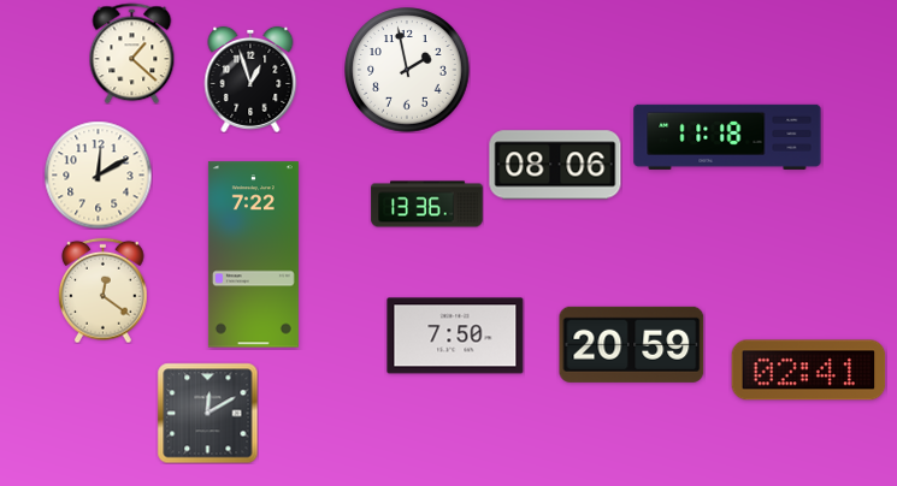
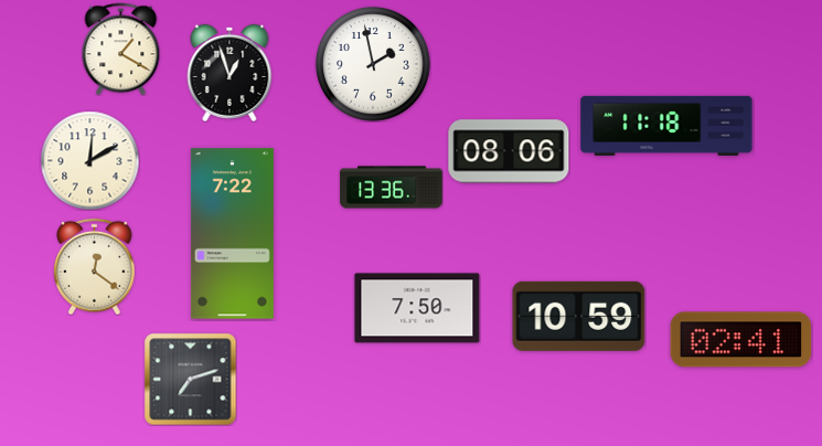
clock at (132, 53): 1:22 -> 1:20
clock at (632, 344): 20:59 -> 10:59
clock at (207, 413): 12:10 -> 7:12
